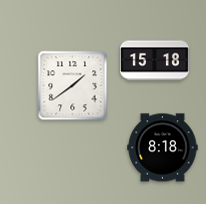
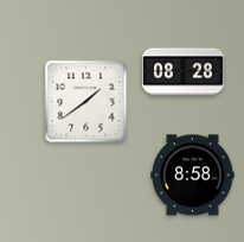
clock at (155, 61): 15:18 -> 08:28
clock at (163, 148): 8:18 -> 8:58
